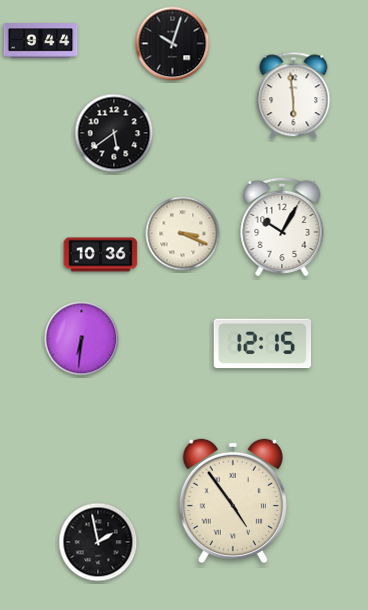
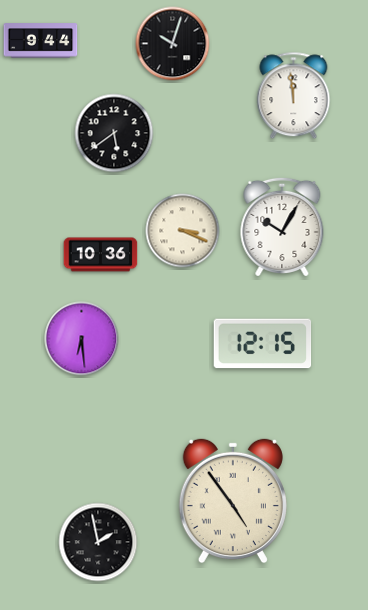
clock at (294, 96): 5:59 -> 11:59
clock at (183, 234) position: (183, 234) -> (183, 231)
clock at (82, 339): 6:31 -> 6:29
